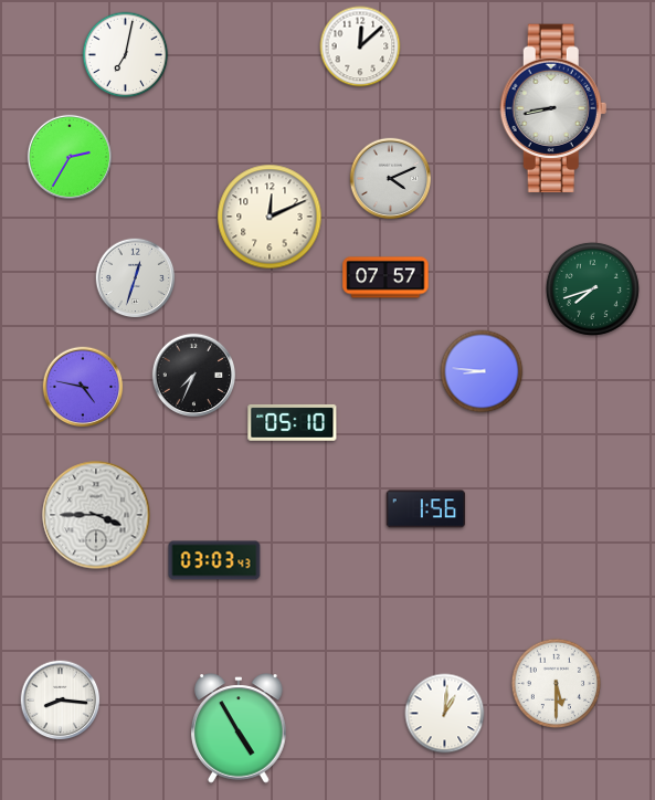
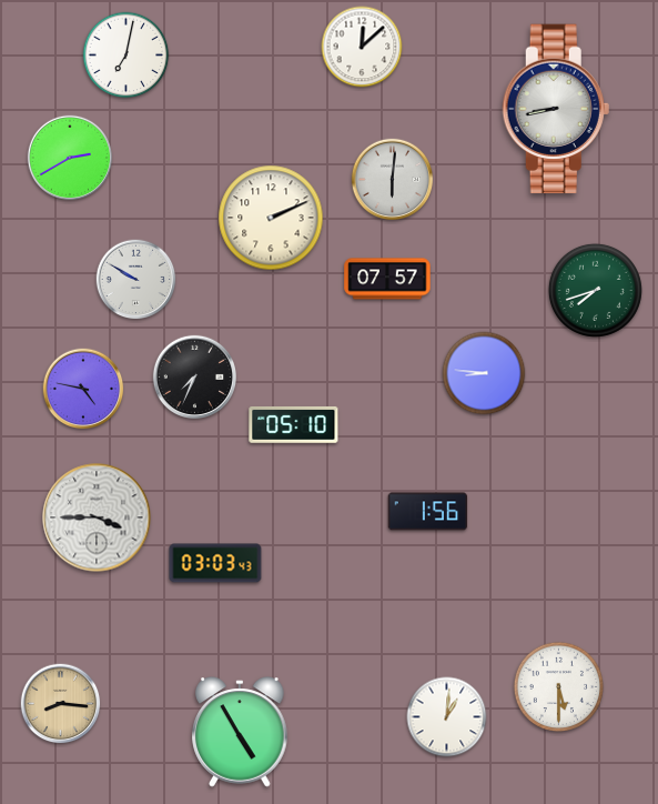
clock at (68, 156): 2:35 -> 2:40
clock at (391, 179): 4:11 -> 6:01
clock at (270, 217): 12:11 -> 2:11
clock at (136, 278): 12:33 -> 9:50
clock at (61, 701) dial: white -> champagne
